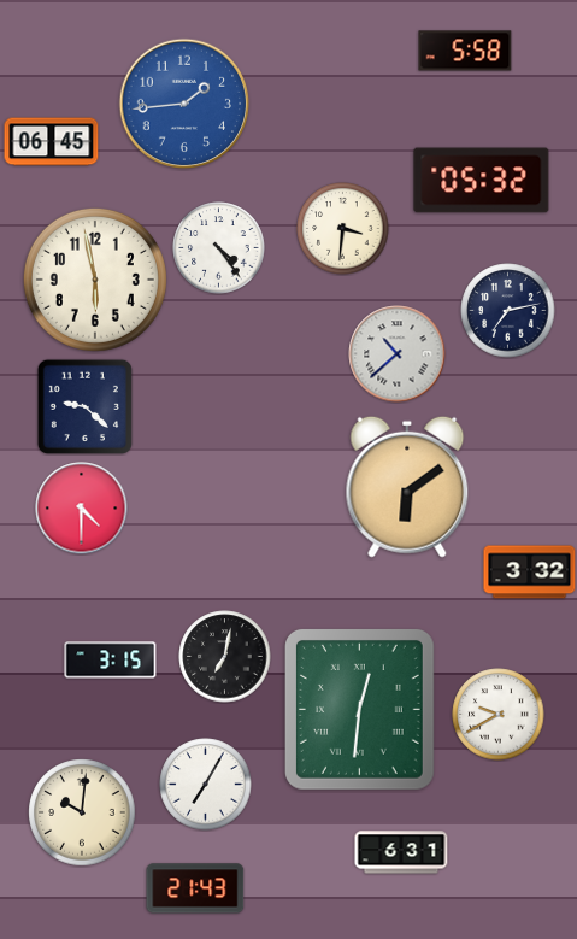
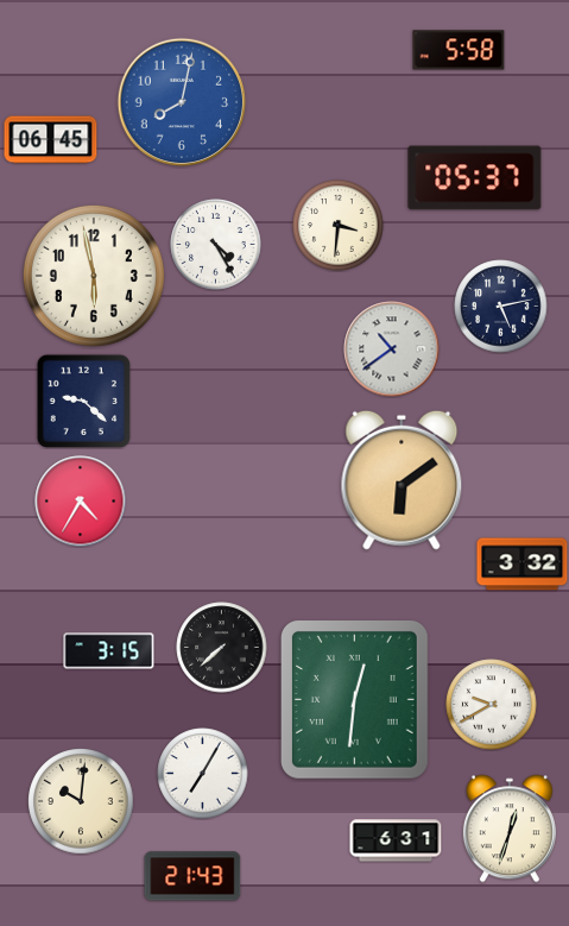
clock at (184, 104): 1:44 -> 8:02
clock at (482, 181): 05:32 -> 05:37
clock at (219, 248): 4:24 -> 4:25
clock at (508, 311): 7:13 -> 5:13
clock at (398, 354): 10:38 -> 10:39
clock at (82, 509): 4:30 -> 4:35
clock at (225, 657): 7:02 -> 7:38
clock at (510, 829): none -> 12:33
